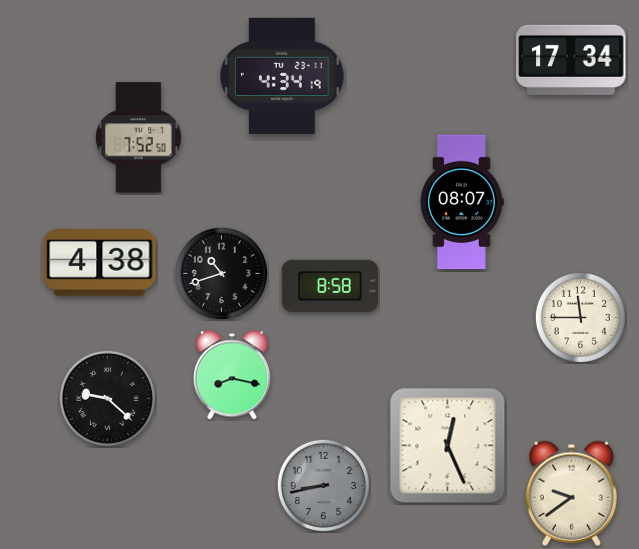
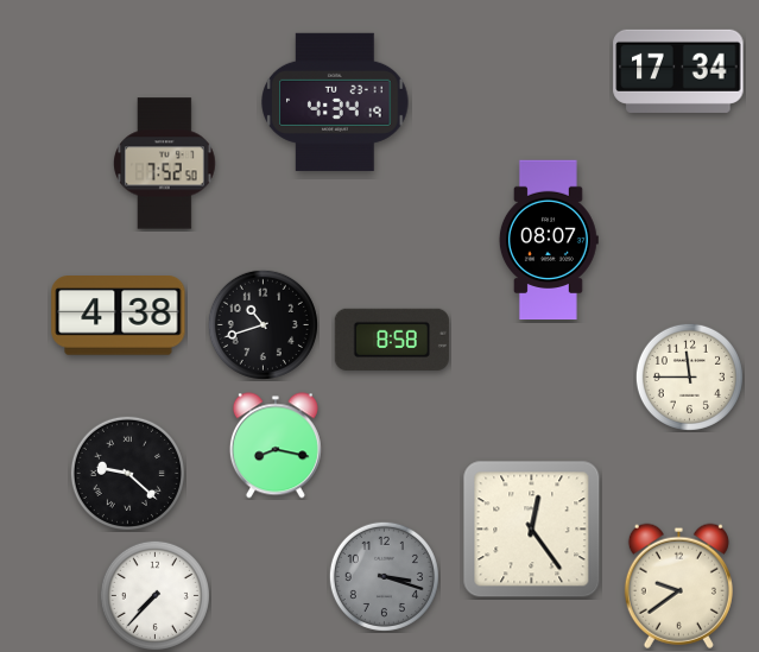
clock at (282, 76) position: (282, 76) -> (335, 102)
clock at (100, 263) position: (100, 263) -> (119, 316)
clock at (448, 446): 12:26 -> 12:24
clock at (323, 485): 8:43 -> 3:18
clock at (154, 595): none -> 7:37
